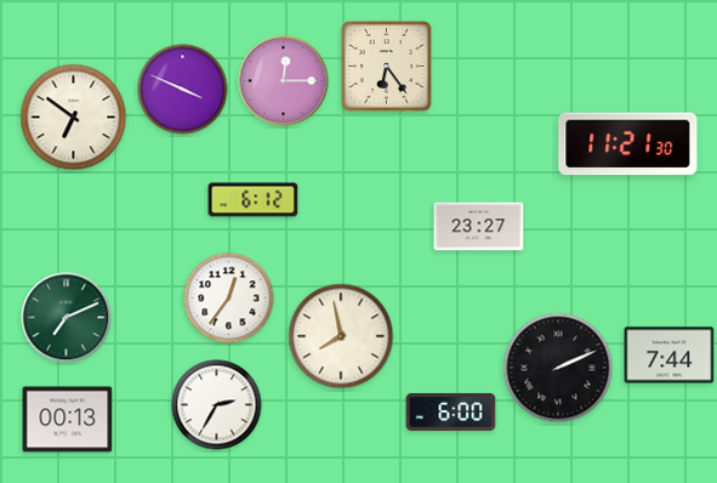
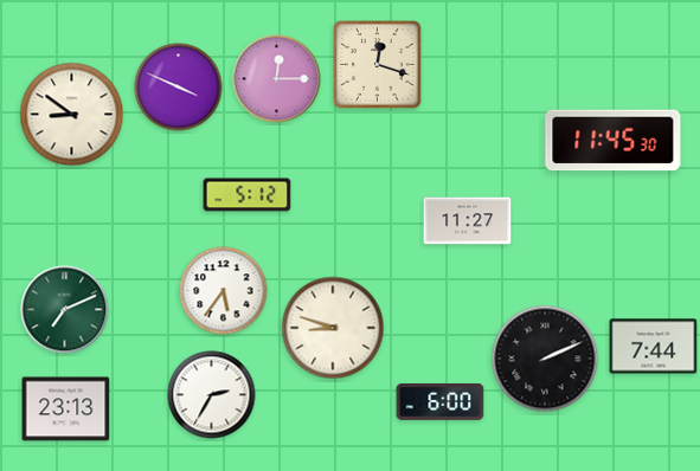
clock at (387, 67): 6:24 -> 12:18
clock at (74, 118): 6:51 -> 8:51
clock at (628, 144): 11:21 -> 11:45
clock at (254, 200): 6:12 -> 5:12
clock at (479, 227): 23:27 -> 11:27
clock at (229, 299): 12:36 -> 5:36
clock at (341, 336): 7:58 -> 8:48
clock at (68, 420): 00:13 -> 23:13
